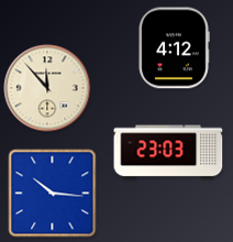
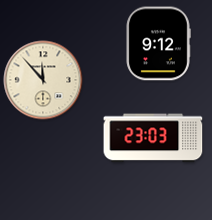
clock at (174, 48): 4:12 -> 9:12
clock at (53, 194): 10:16 -> none
